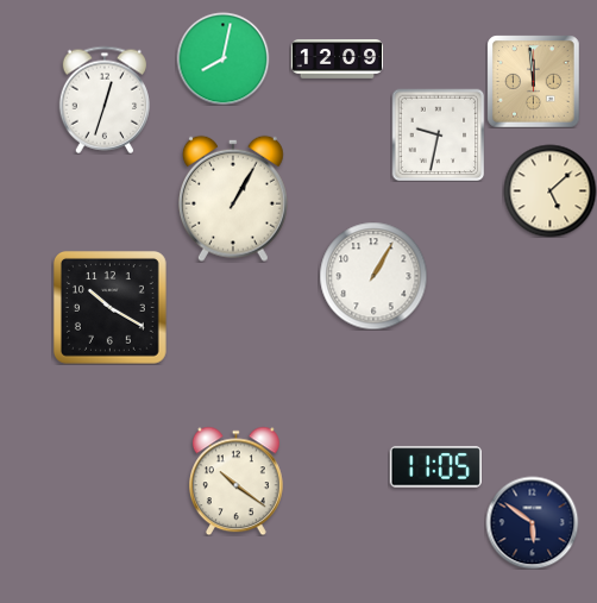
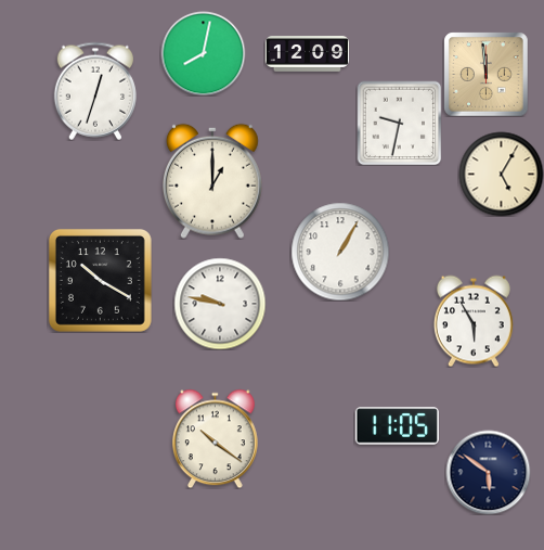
clock at (549, 190): 5:08 -> 5:05
clock at (233, 199): 1:05 -> 1:00
clock at (220, 304): none -> 9:47
clock at (474, 321): none -> 5:55
clock at (532, 522) position: (532, 522) -> (488, 472)
